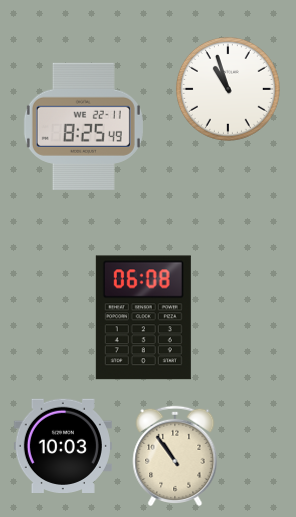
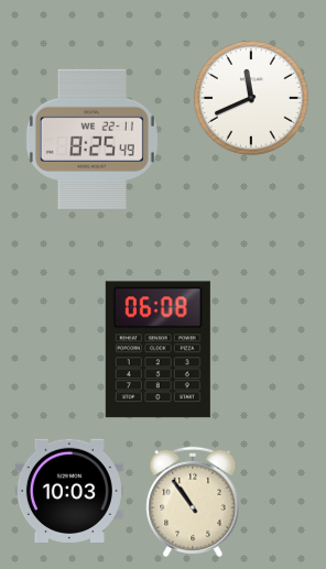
clock at (228, 89): 10:57 -> 11:41
